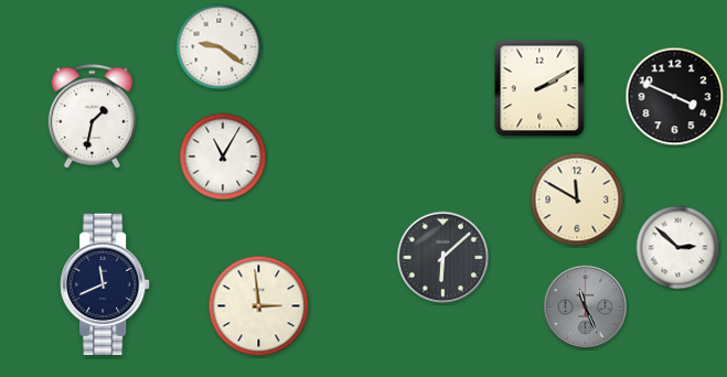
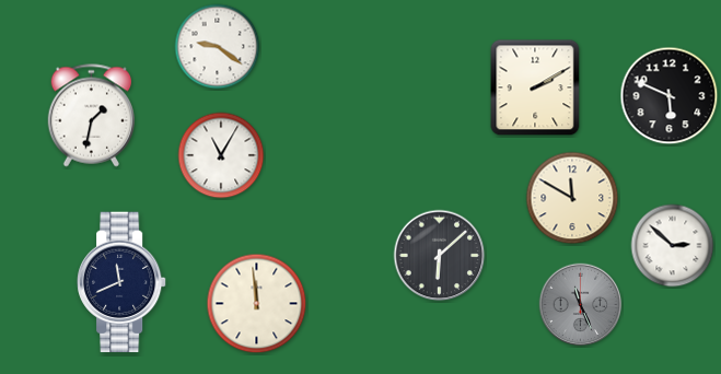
clock at (675, 97): 3:49 -> 5:49
clock at (106, 284) position: (106, 284) -> (123, 282)
clock at (259, 306): 2:59 -> 11:59
